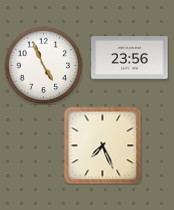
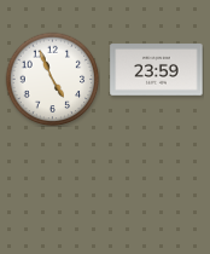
clock at (130, 58): 23:56 -> 23:59
clock at (102, 145): 7:26 -> none
